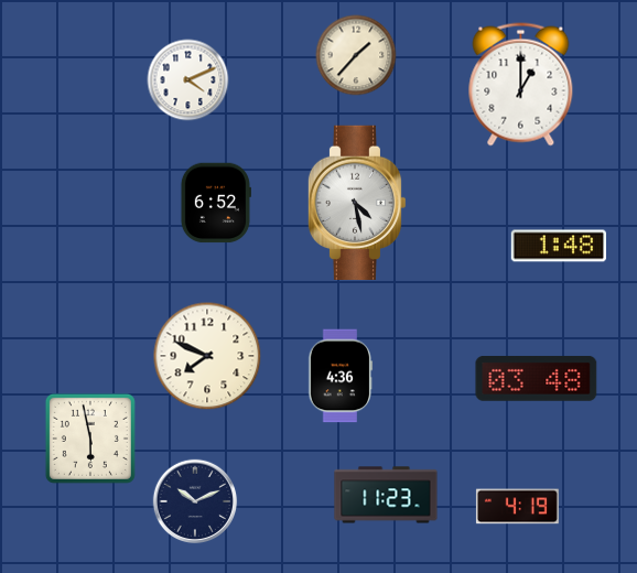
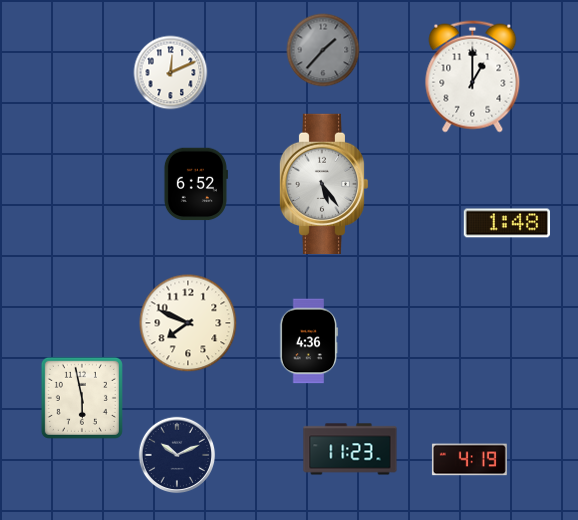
clock at (356, 55) dial: cream -> grey
clock at (188, 80): 4:11 -> 12:11
clock at (357, 202): 4:28 -> 5:24
clock at (537, 378): 03:48 -> none
